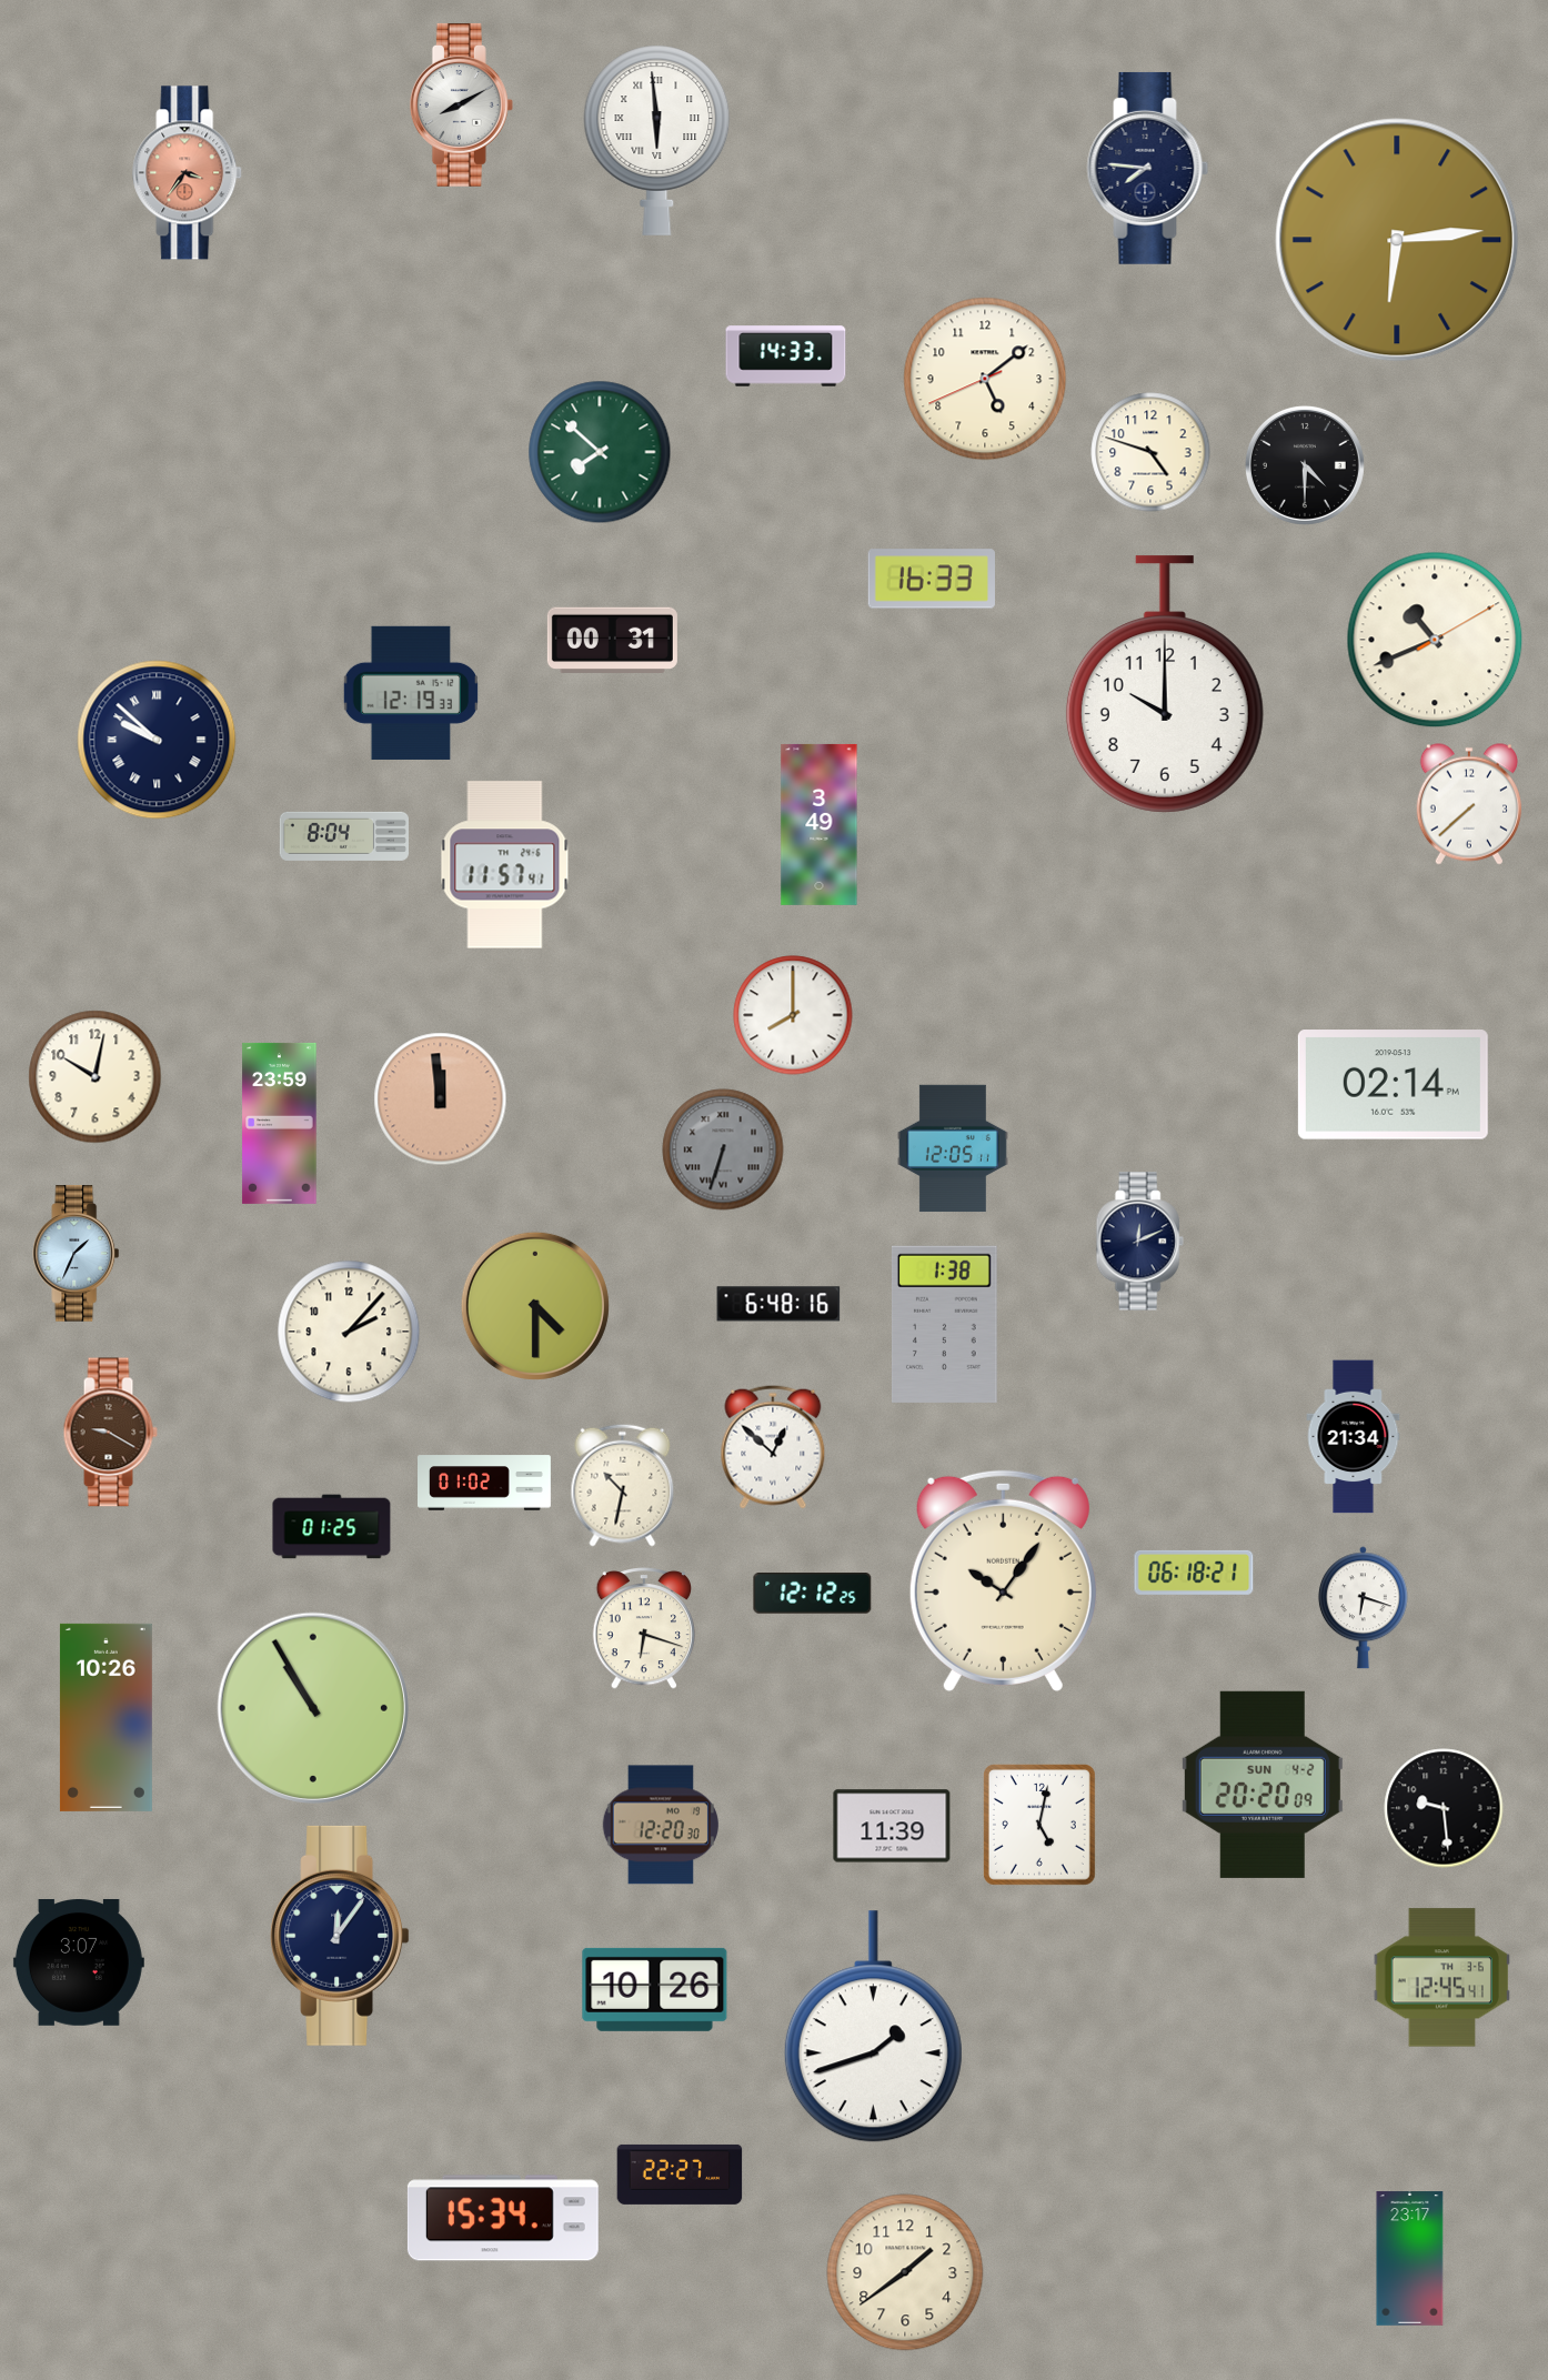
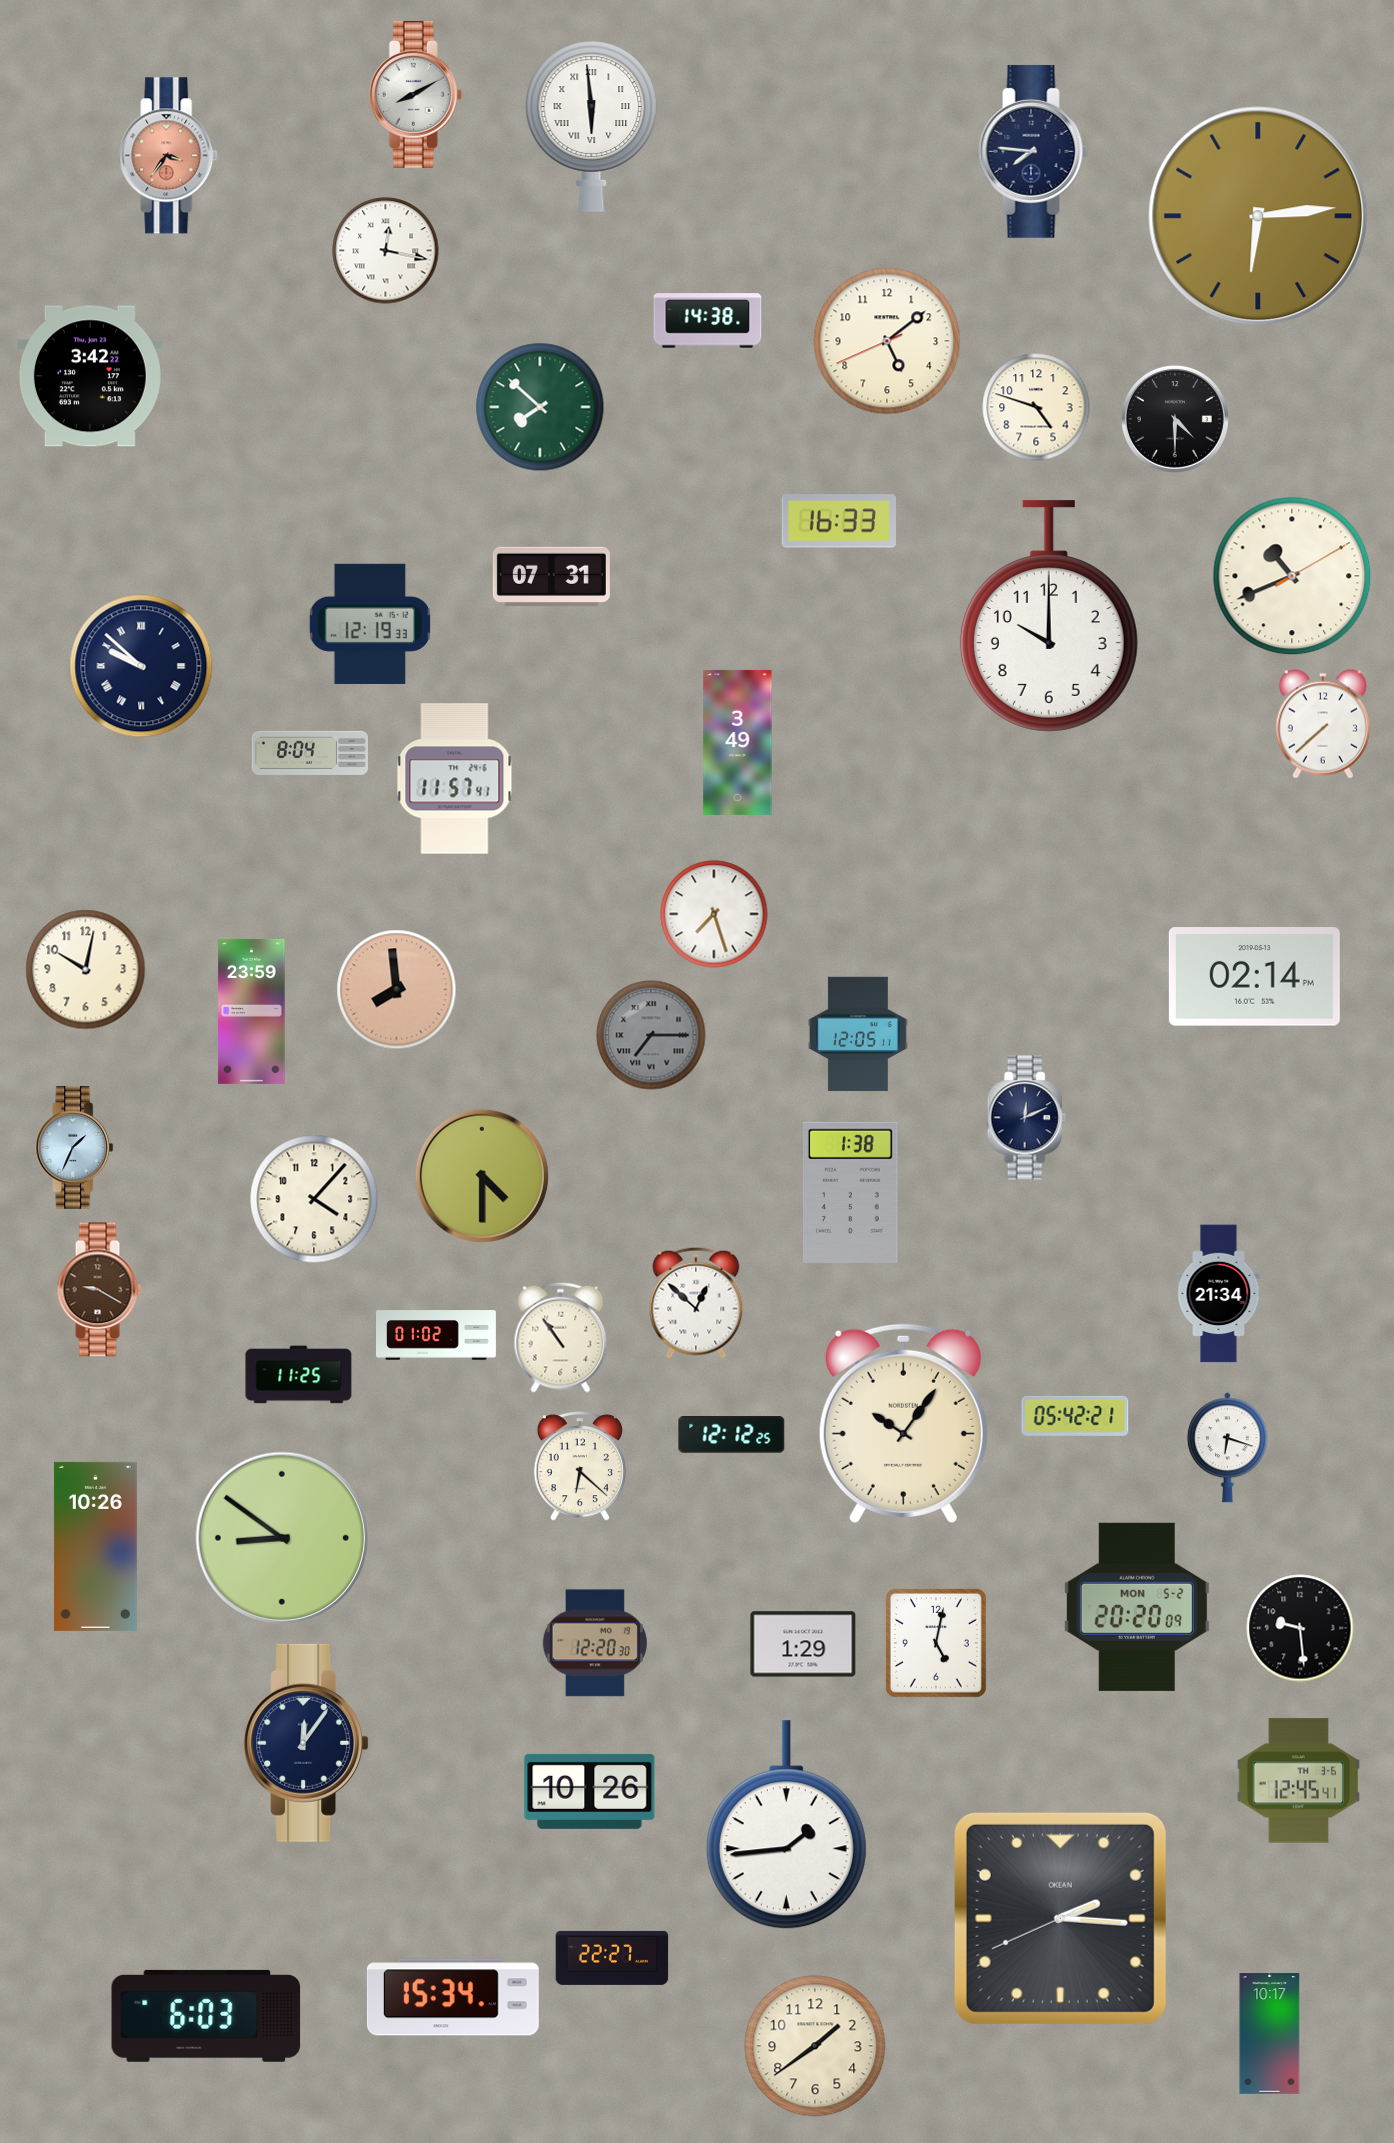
clock at (386, 251): none -> 12:17
clock at (786, 357): 14:33 -> 14:38
clock at (90, 376): none -> 3:42
clock at (612, 641): 00:31 -> 07:31
clock at (793, 1015): 8:00 -> 7:27
clock at (441, 1099): 11:59 -> 7:59
clock at (723, 1149): 6:33 -> 7:15
clock at (77, 1254) position: (77, 1254) -> (75, 1148)
clock at (778, 1304): 6:48 -> none
clock at (349, 1332): 2:07 -> 4:07
clock at (623, 1485): 10:32 -> 10:54
clock at (332, 1527): 01:25 -> 11:25
clock at (1194, 1573): 06:18 -> 05:42
clock at (643, 1629): 6:18 -> 6:22
clock at (312, 1707): 10:55 -> 8:51
clock at (1263, 1785) date: SUN 4-2 -> MON 5-2
clock at (892, 1826): 11:39 -> 1:29
clock at (79, 1964): 3:07 -> none
clock at (873, 2027): 1:42 -> 1:44
clock at (1060, 1918): none -> 2:15
clock at (206, 2016): none -> 6:03
clock at (1410, 2259): 23:17 -> 10:17
